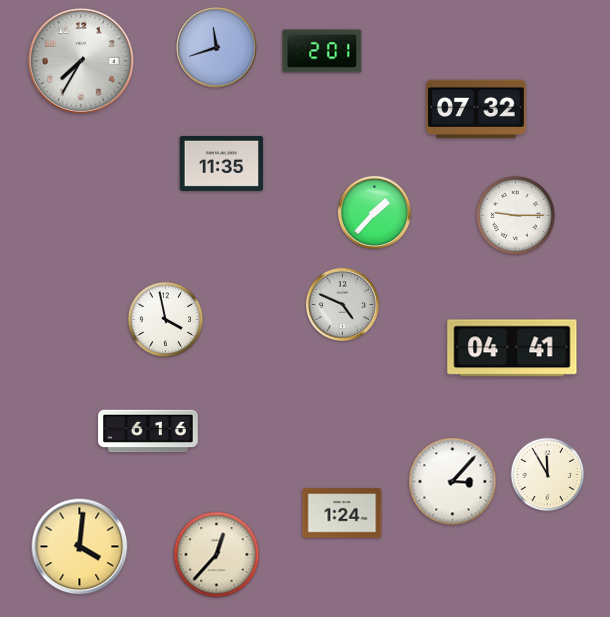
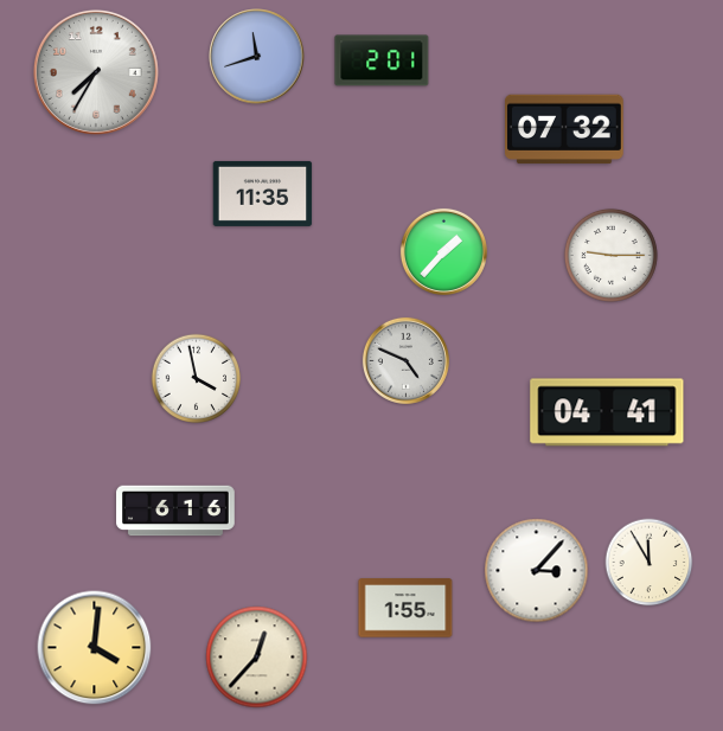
clock at (342, 513): 1:24 -> 1:55
